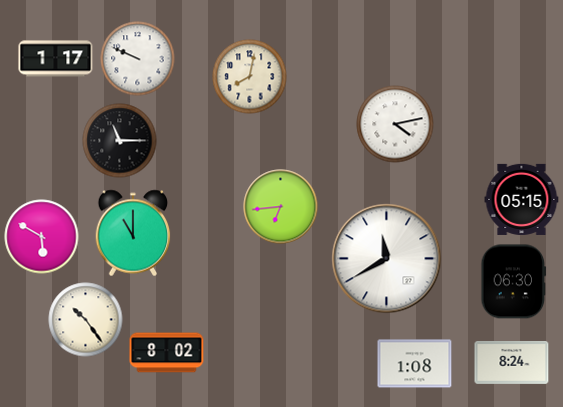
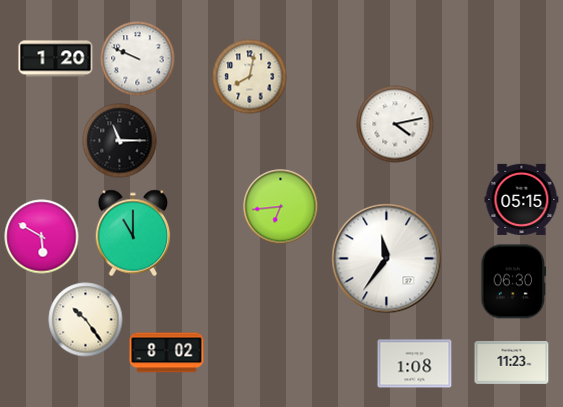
clock at (56, 59): 1:17 -> 1:20
clock at (387, 259): 11:40 -> 11:36
clock at (512, 362): 8:24 -> 11:23
